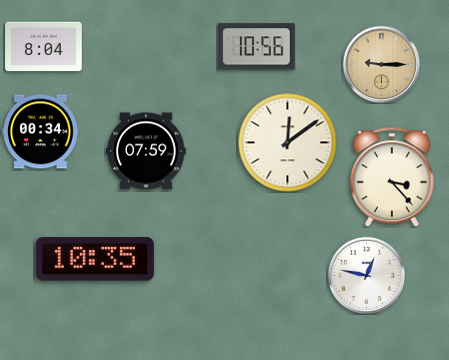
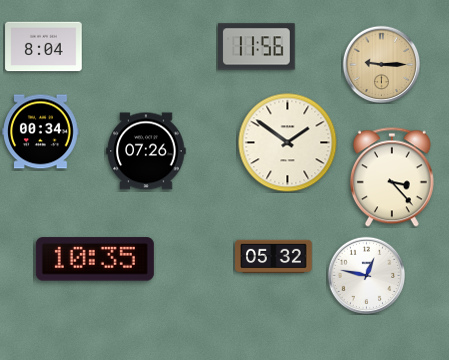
clock at (257, 47): 10:56 -> 11:56
clock at (288, 143): 12:09 -> 1:51
clock at (146, 151): 07:59 -> 07:26
clock at (274, 257): none -> 05:32
